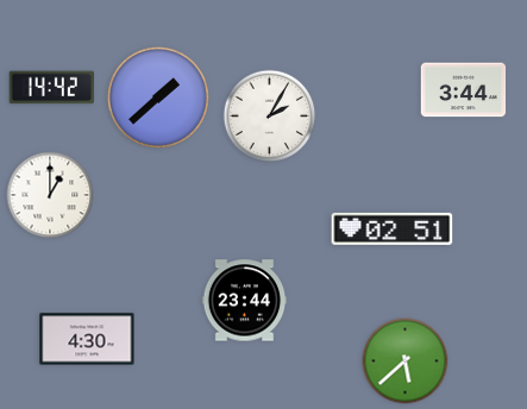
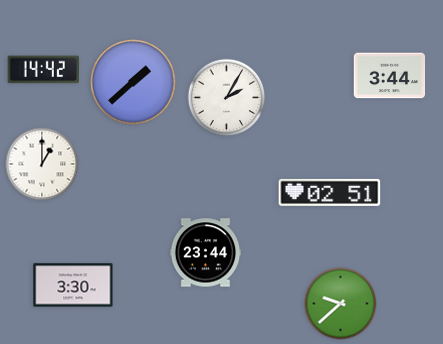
clock at (51, 88) position: (51, 88) -> (43, 70)
clock at (87, 339): 4:30 -> 3:30
clock at (406, 361): 5:38 -> 9:38
